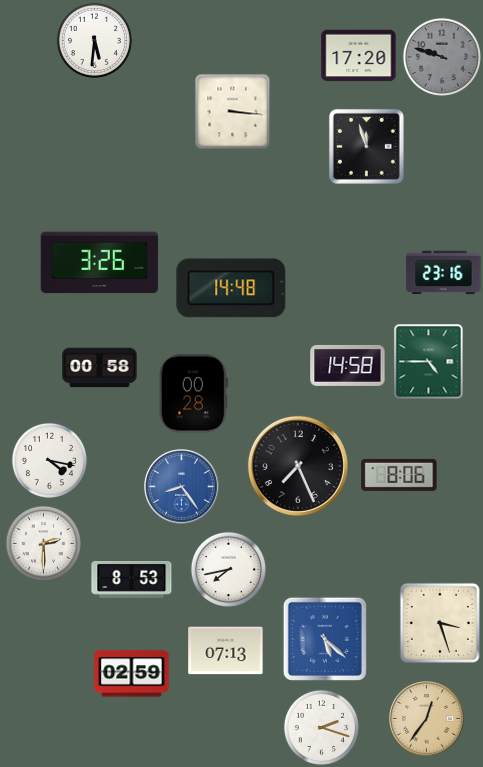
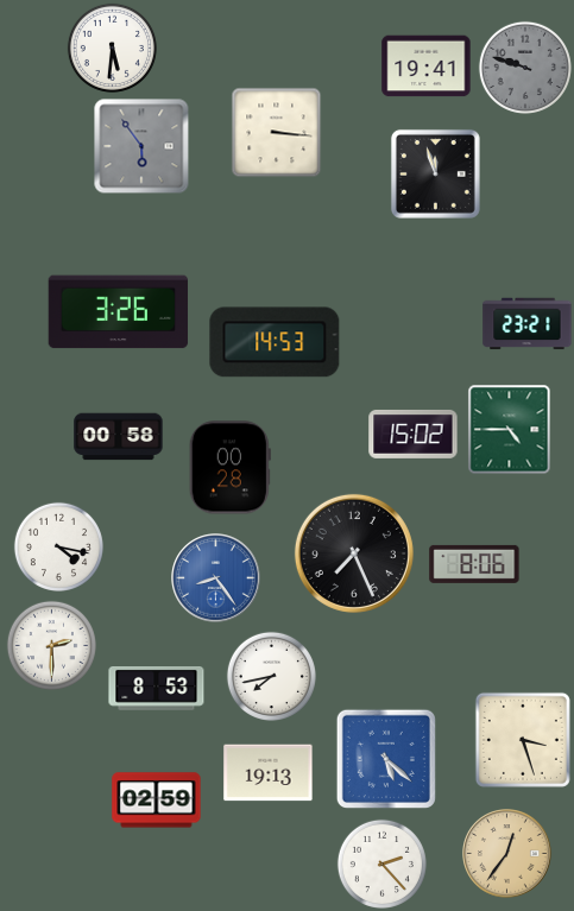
clock at (359, 56): 17:20 -> 19:41
clock at (141, 146): none -> 5:54
clock at (444, 273): 23:16 -> 23:21
clock at (231, 288): 14:48 -> 14:53
clock at (348, 365): 14:58 -> 15:02
clock at (226, 651): 07:13 -> 19:13
clock at (321, 727): 2:18 -> 2:23
